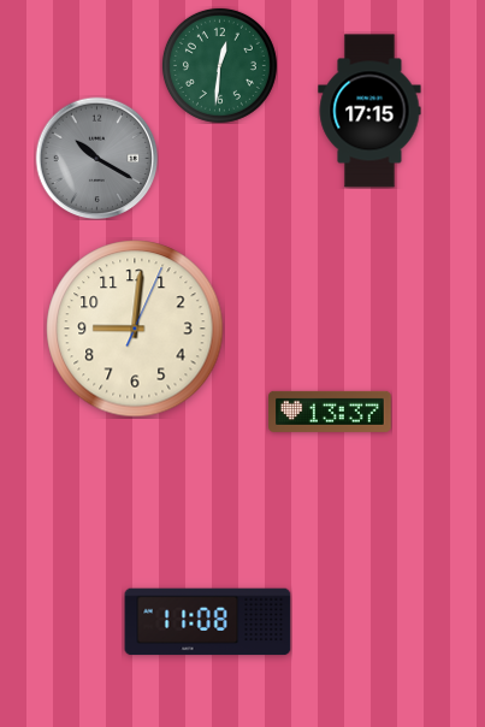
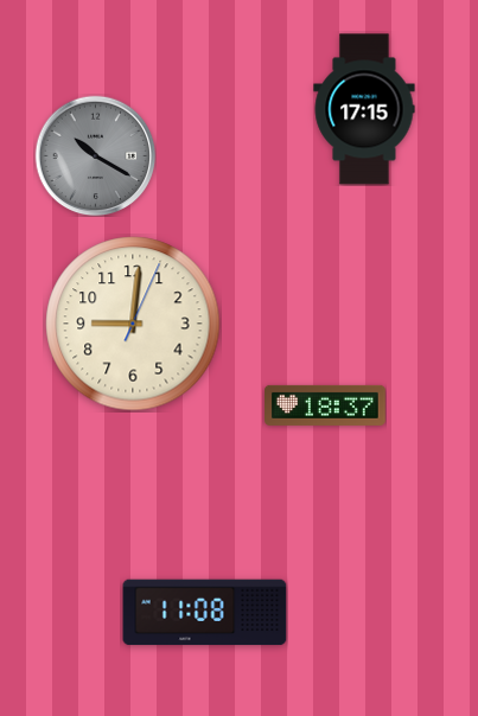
clock at (219, 65): 12:31 -> none
clock at (331, 412): 13:37 -> 18:37
